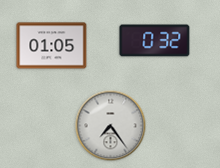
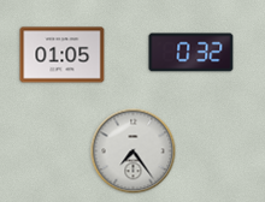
clock at (155, 41) position: (155, 41) -> (192, 53)
